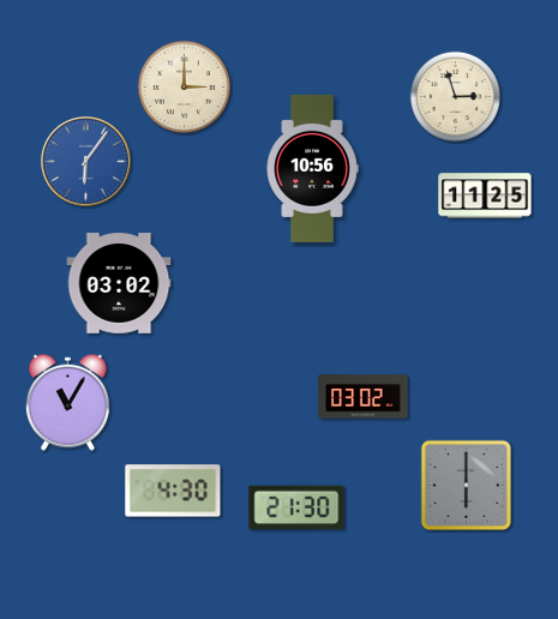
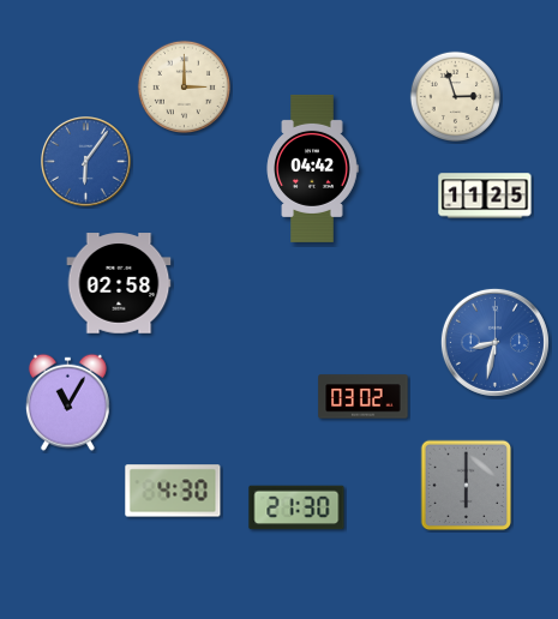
clock at (312, 168): 10:56 -> 04:42
clock at (119, 283): 03:02 -> 02:58
clock at (494, 342): none -> 8:32
